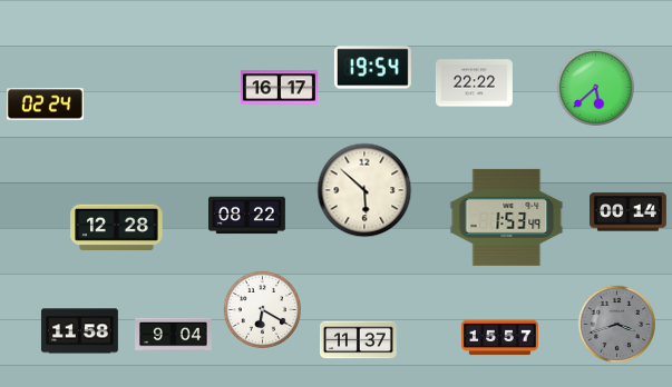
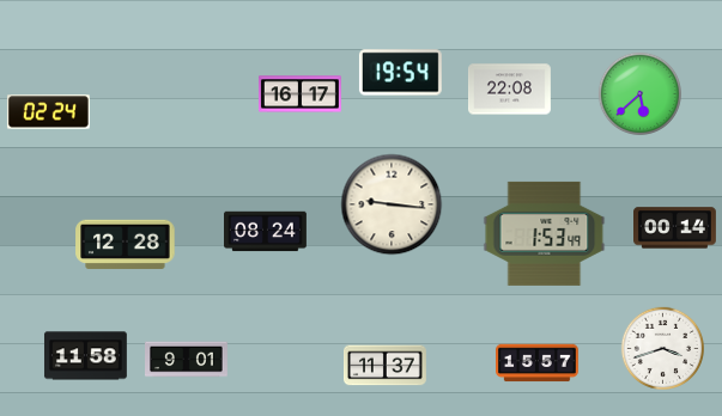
clock at (475, 83): 22:22 -> 22:08
clock at (364, 190): 5:52 -> 9:16
clock at (247, 216): 08:22 -> 08:24
clock at (262, 309): 6:20 -> none
clock at (616, 324) dial: grey -> white
clock at (174, 335): 9:04 -> 9:01
